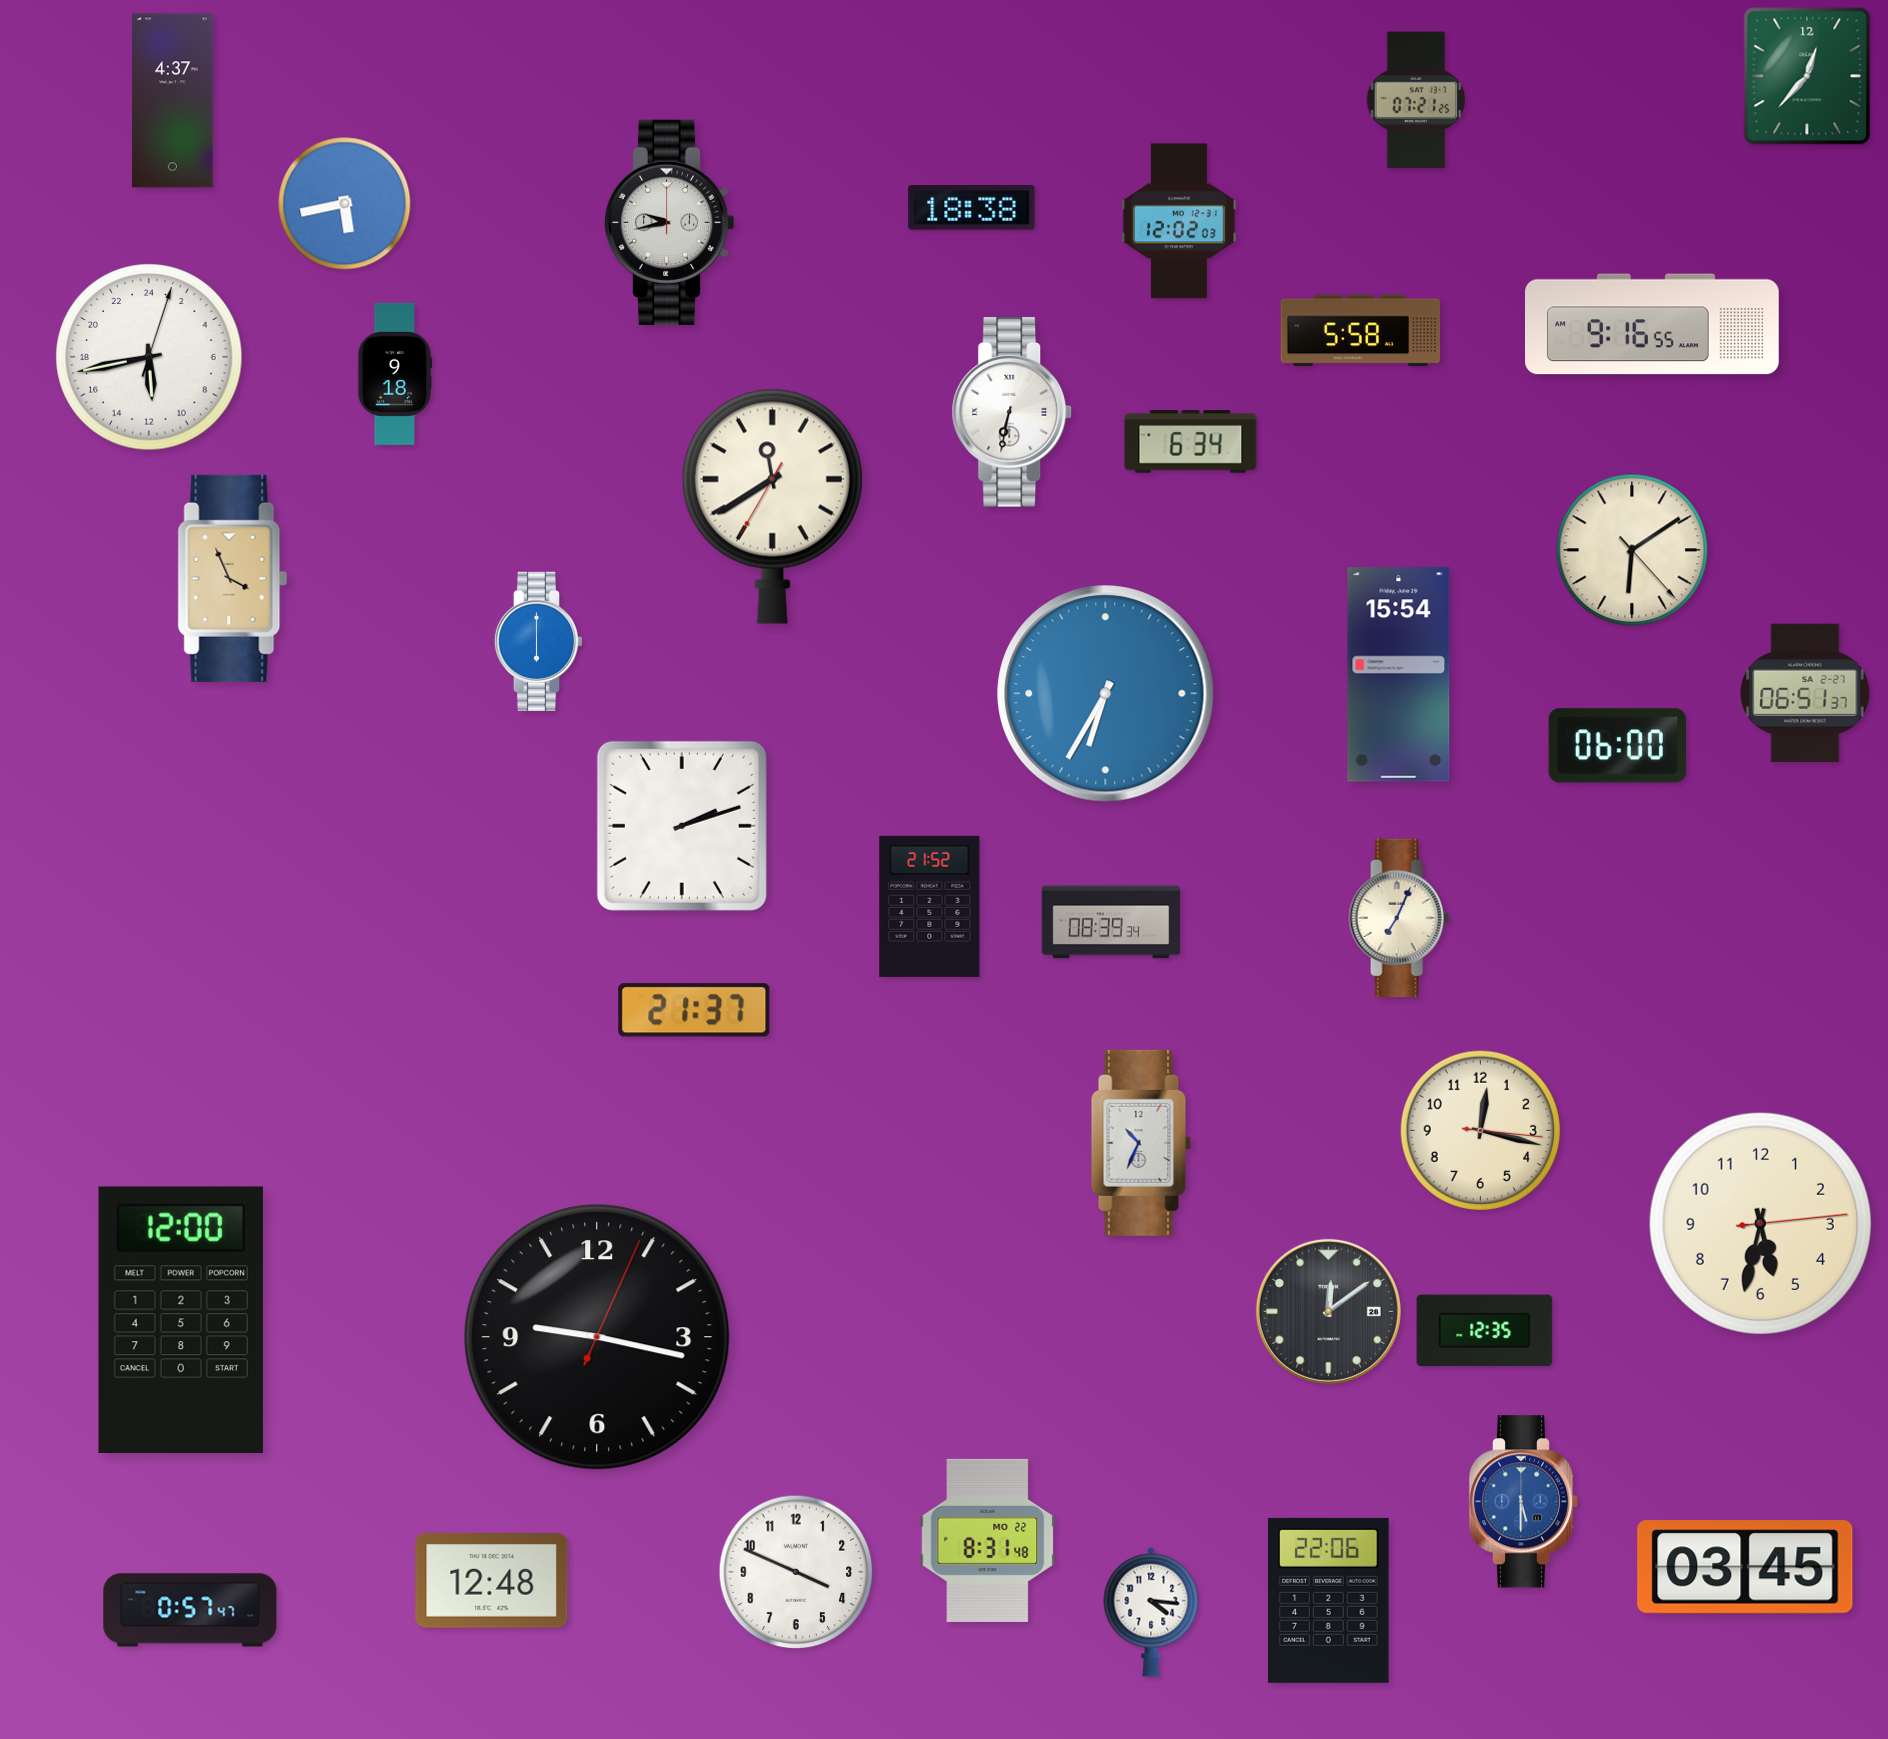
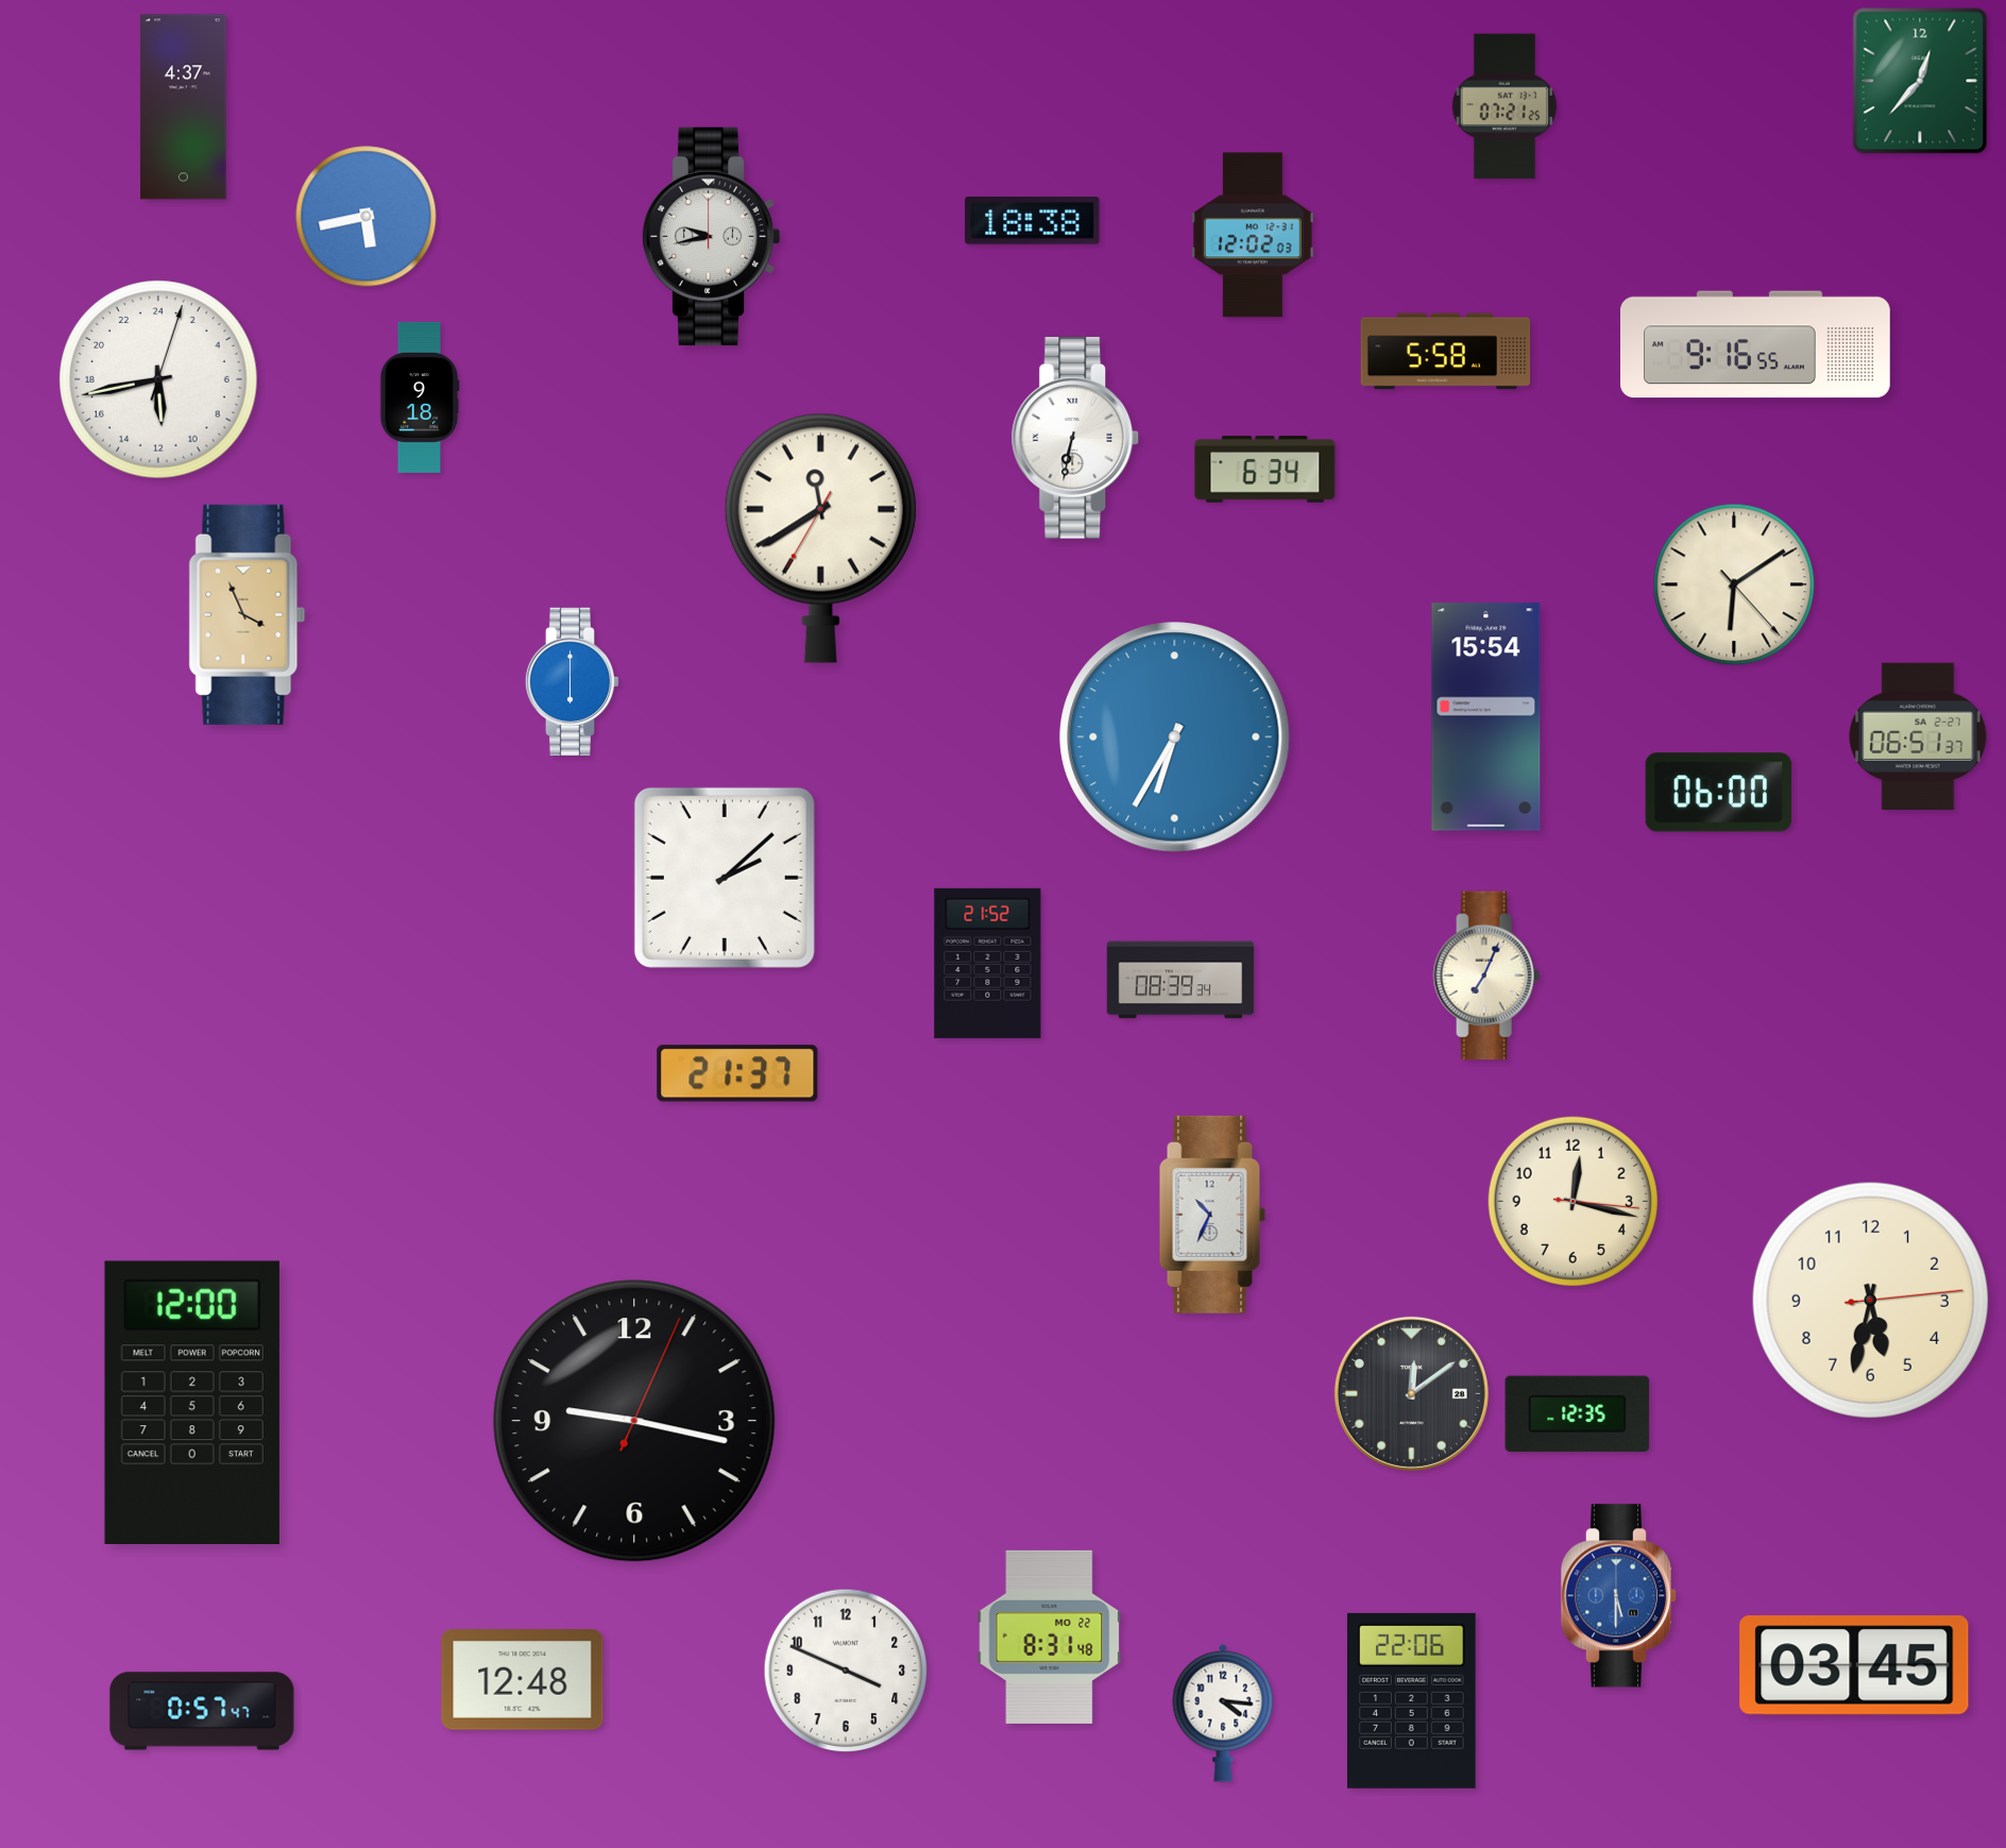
clock at (682, 826): 2:12 -> 2:08
